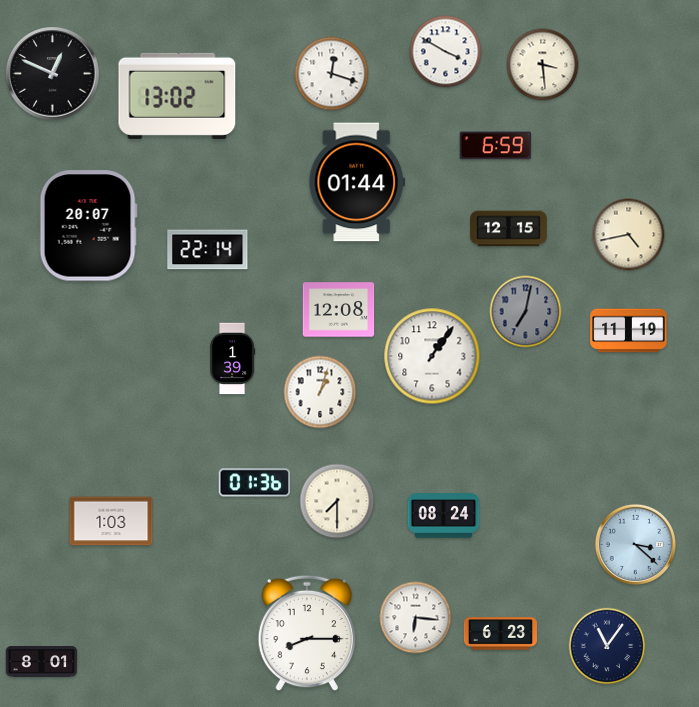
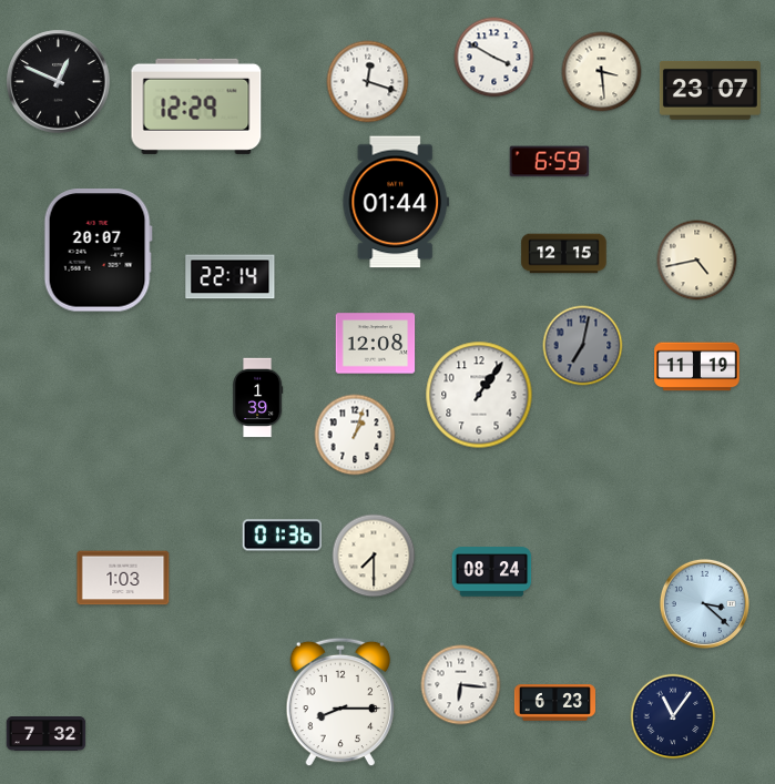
clock at (710, 90): none -> 23:07
clock at (177, 96): 13:02 -> 12:29
clock at (42, 662): 8:01 -> 7:32
